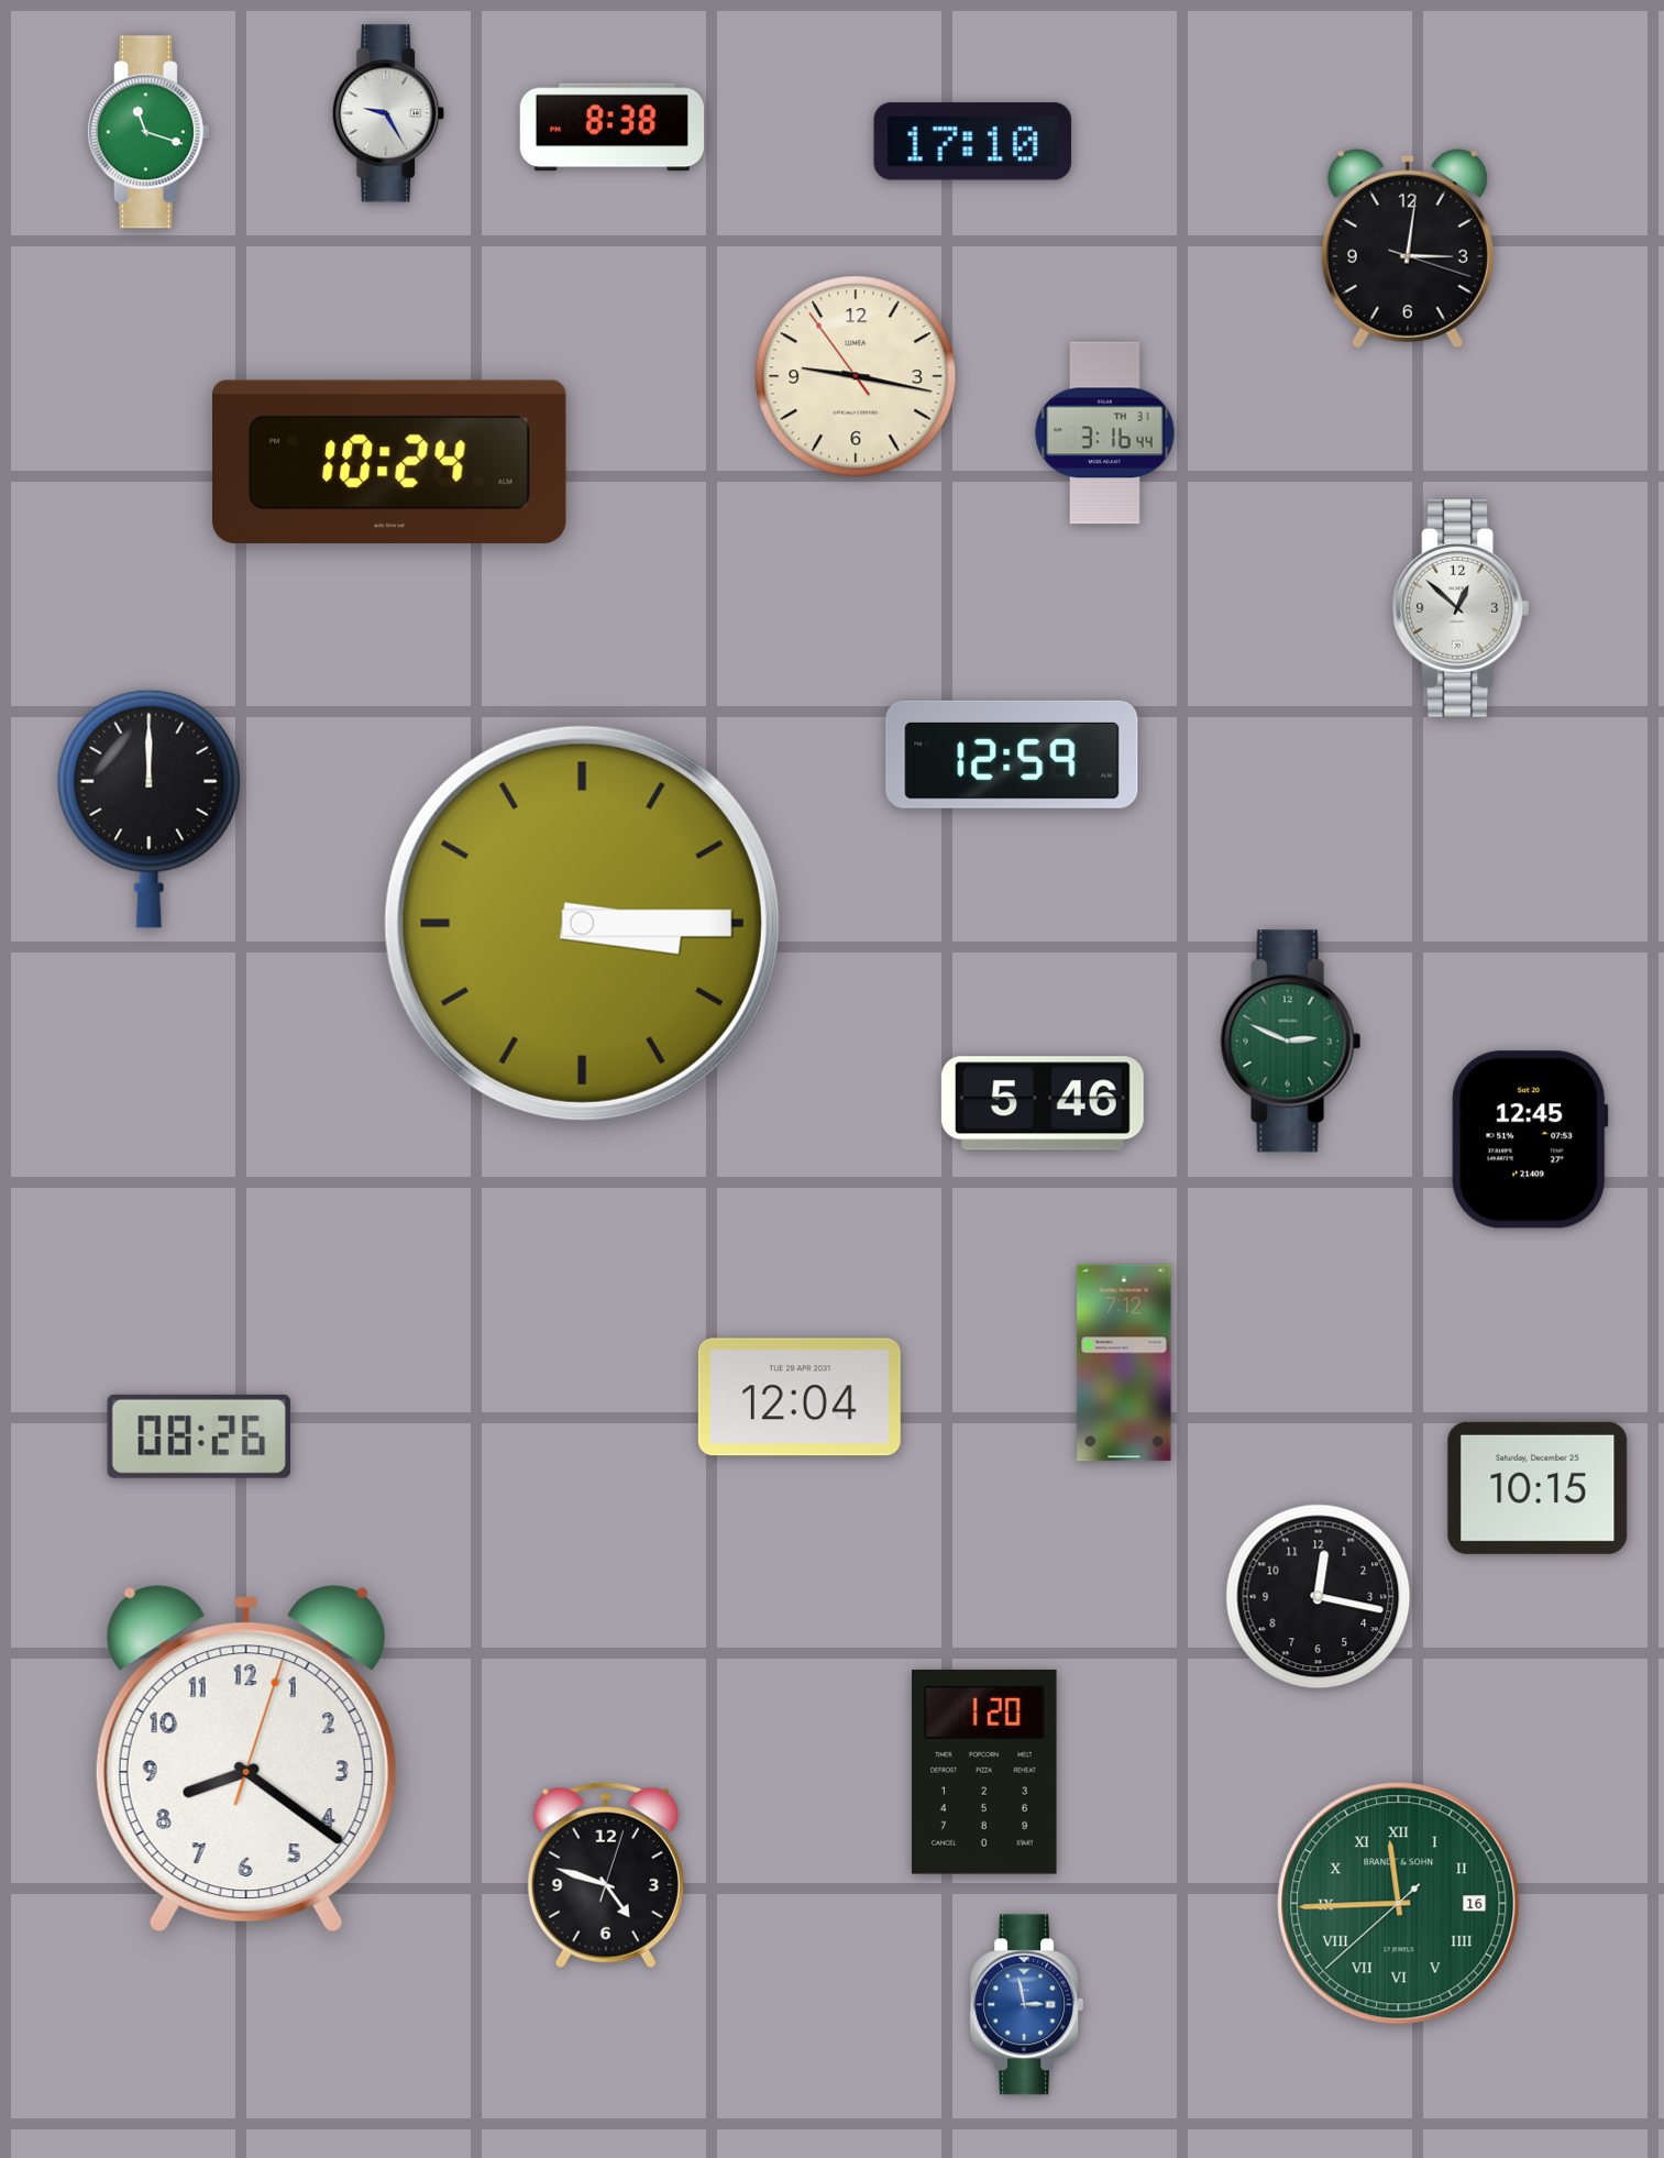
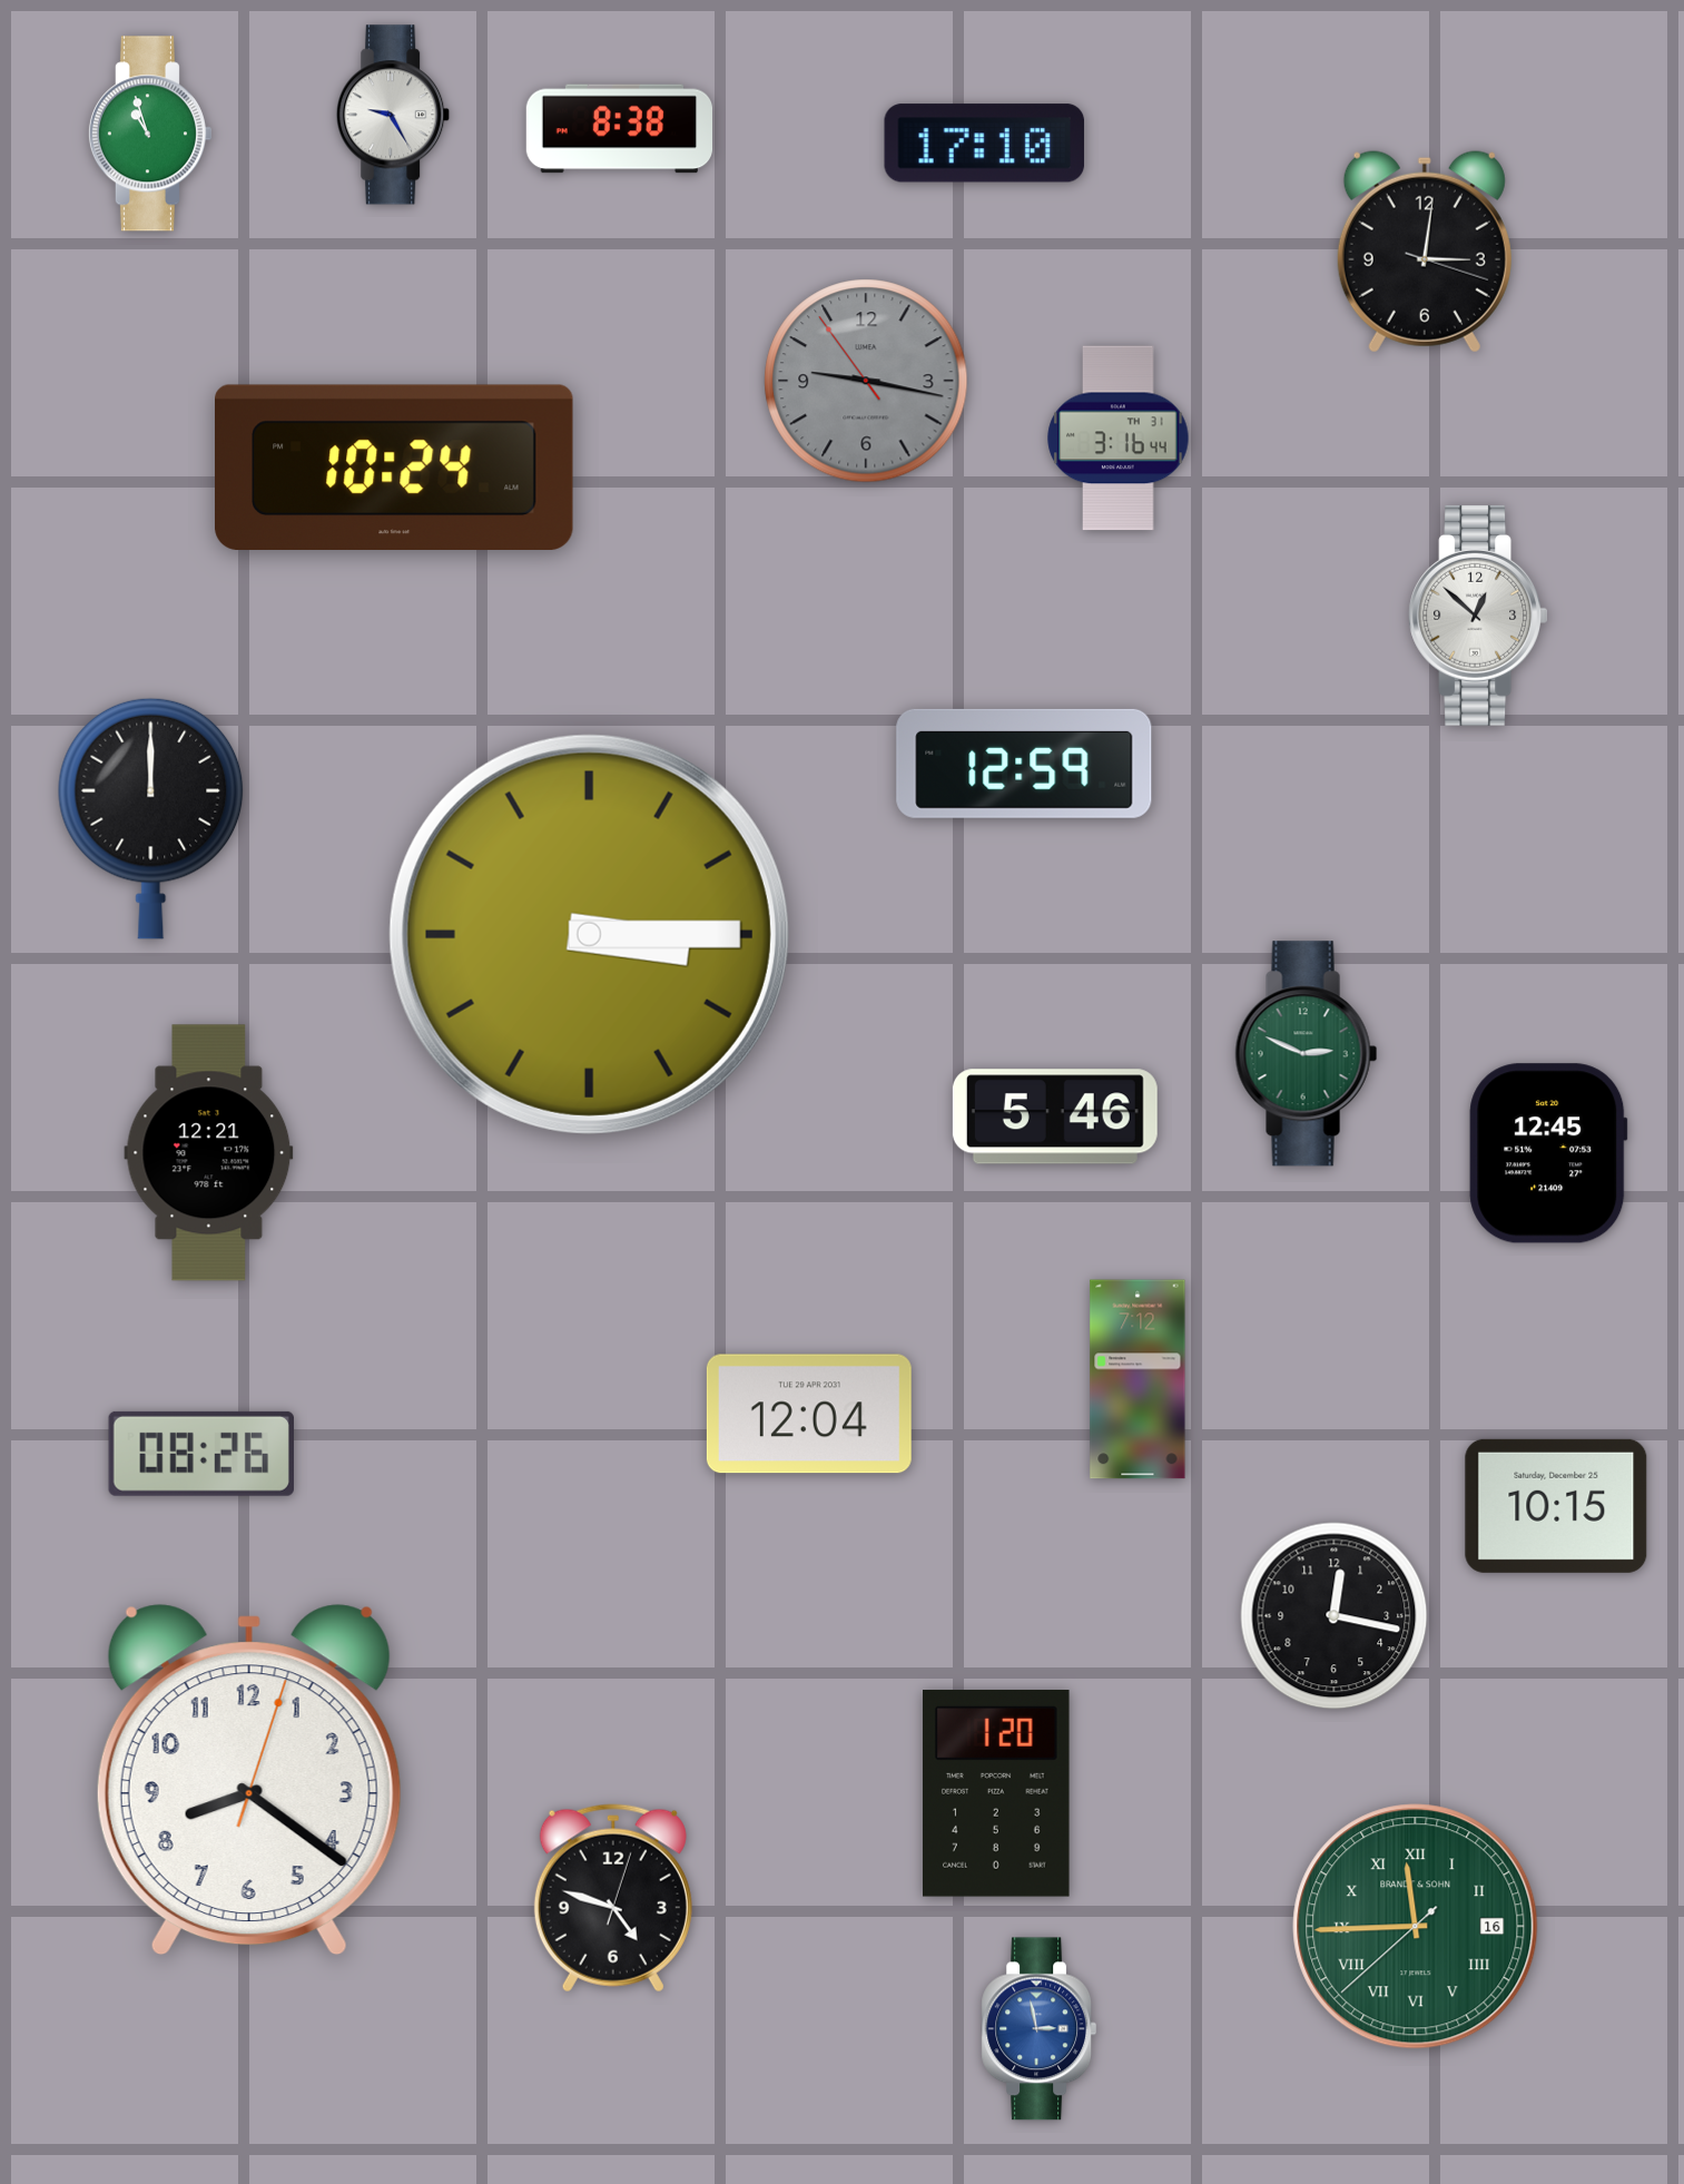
clock at (147, 132): 11:18 -> 10:57
clock at (856, 376) dial: cream -> grey
clock at (209, 1153): none -> 12:21
